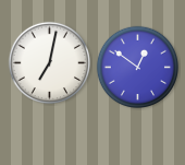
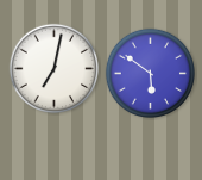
clock at (138, 68): 12:51 -> 5:51
